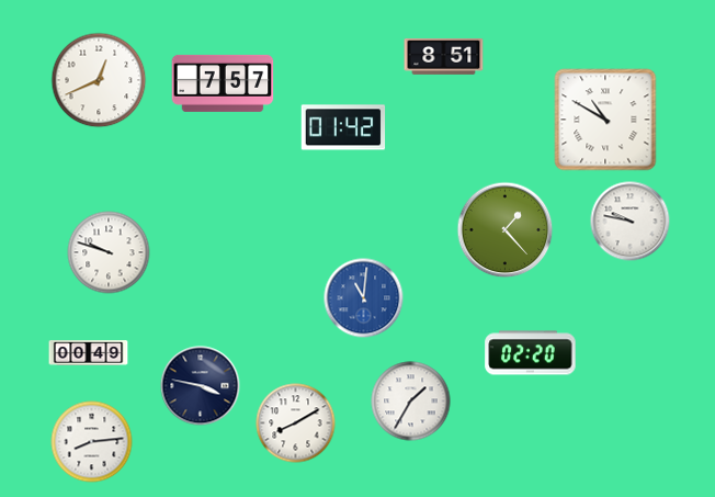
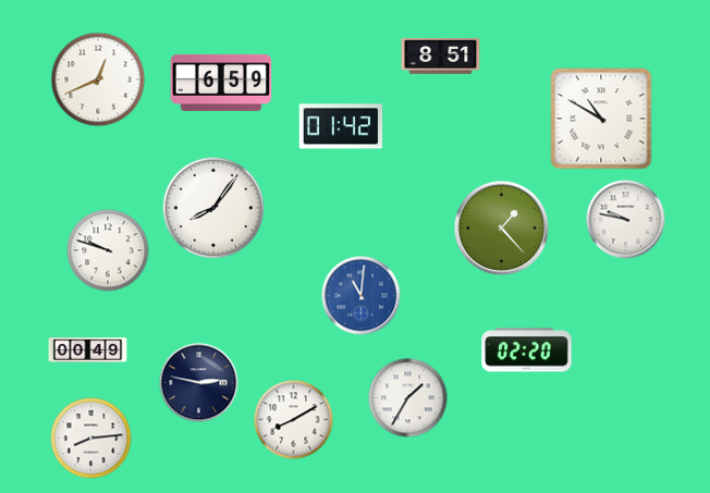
clock at (223, 83): 7:57 -> 6:59
clock at (212, 207): none -> 8:06
clock at (201, 386): 3:47 -> 2:47
